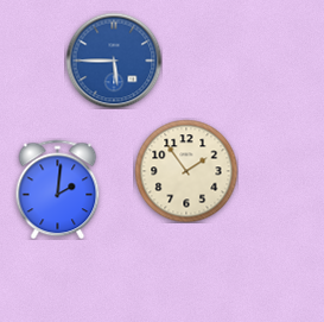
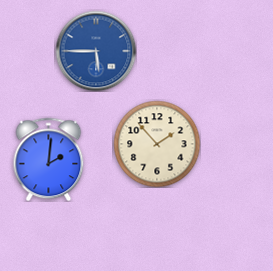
clock at (186, 171): 1:54 -> 1:53
